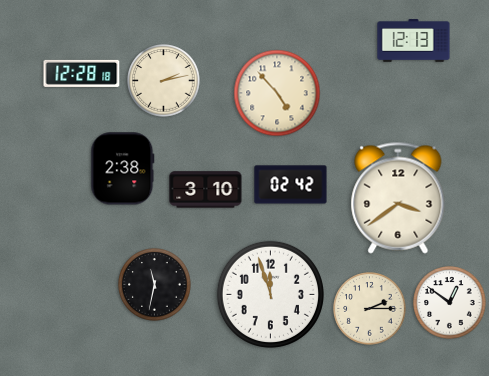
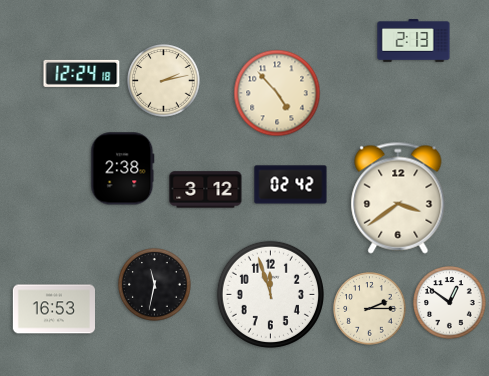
clock at (414, 41): 12:13 -> 2:13
clock at (82, 73): 12:28 -> 12:24
clock at (206, 190): 3:10 -> 3:12
clock at (53, 309): none -> 16:53
